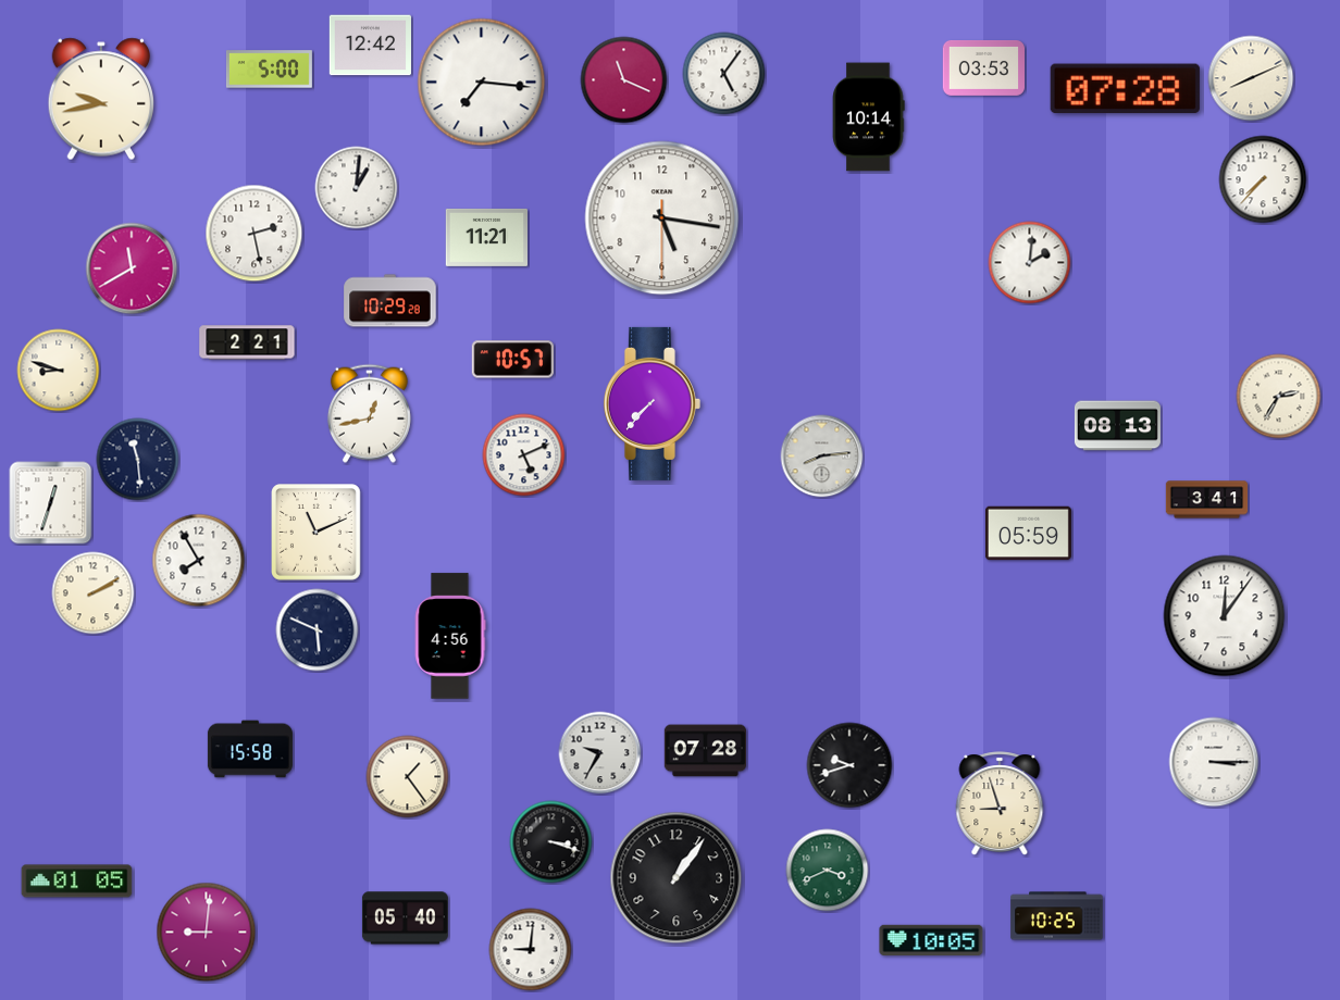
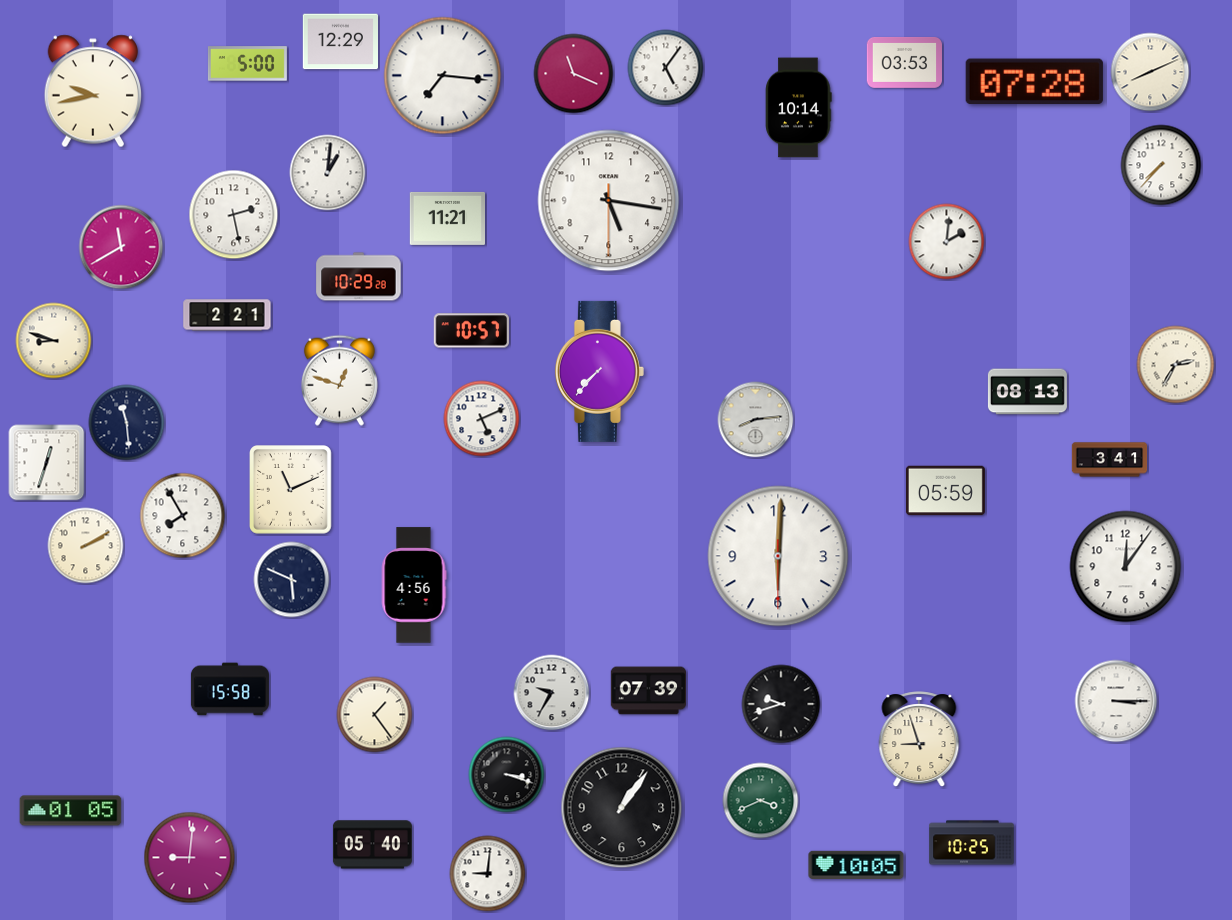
clock at (370, 46): 12:42 -> 12:29
clock at (369, 413): 12:43 -> 12:48
clock at (778, 556): none -> 6:00
clock at (705, 751): 07:28 -> 07:39
